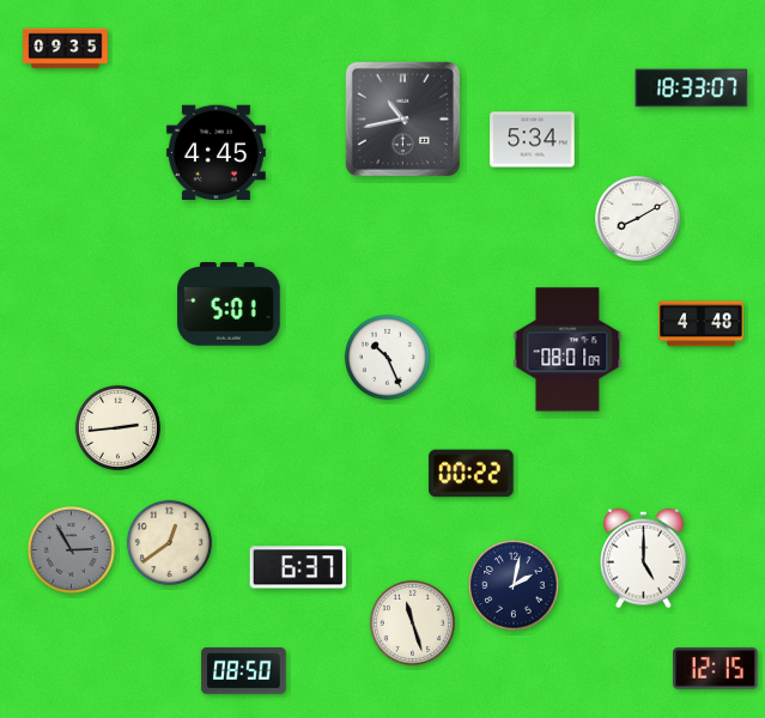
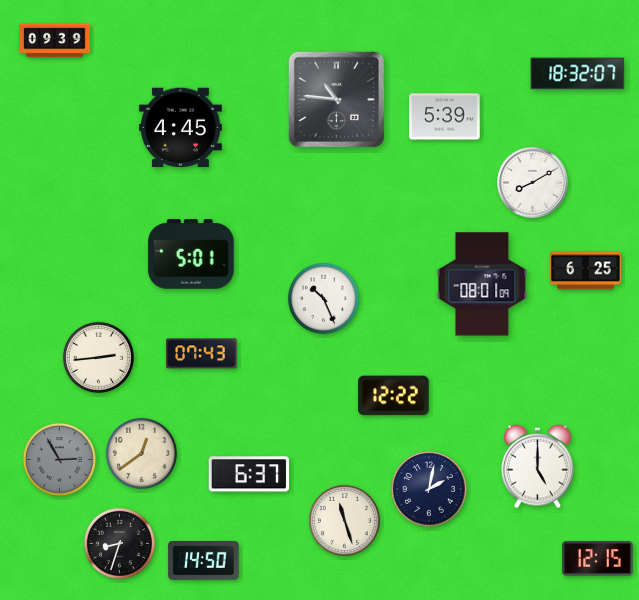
clock at (66, 49): 09:35 -> 09:39
clock at (692, 89): 18:33 -> 18:32
clock at (402, 118): 10:43 -> 10:46
clock at (533, 140): 5:34 -> 5:39
clock at (702, 324): 4:48 -> 6:25
clock at (567, 349) position: (567, 349) -> (482, 284)
clock at (202, 354): none -> 07:43
clock at (472, 474): 00:22 -> 12:22
clock at (119, 543): none -> 8:33
clock at (244, 671): 08:50 -> 14:50
